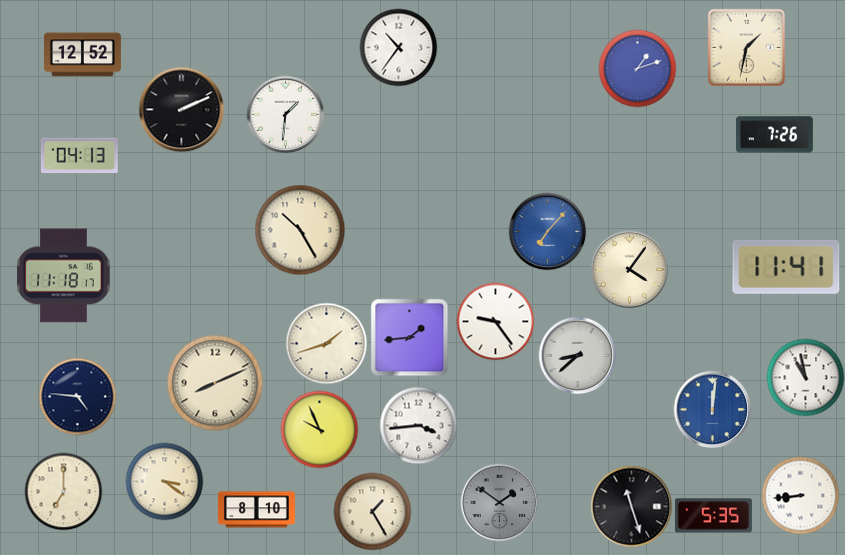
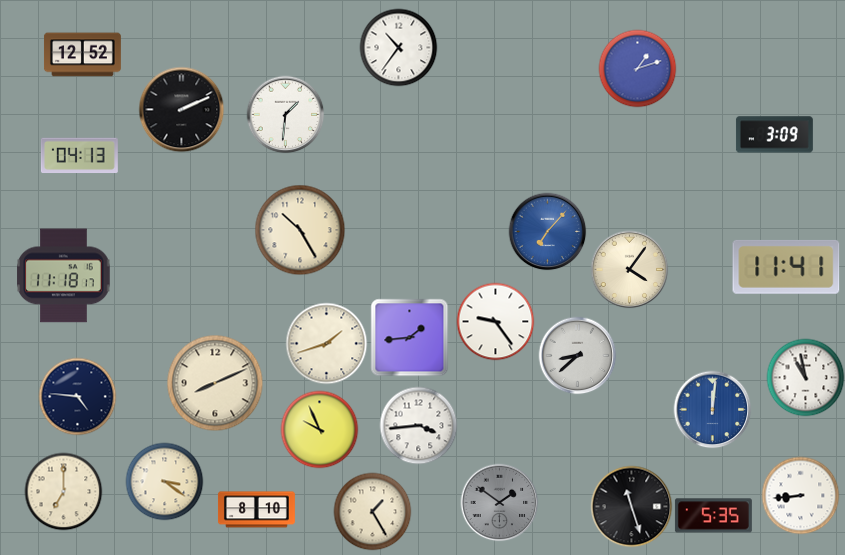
clock at (746, 47): 1:32 -> none
clock at (774, 135): 7:26 -> 3:09
